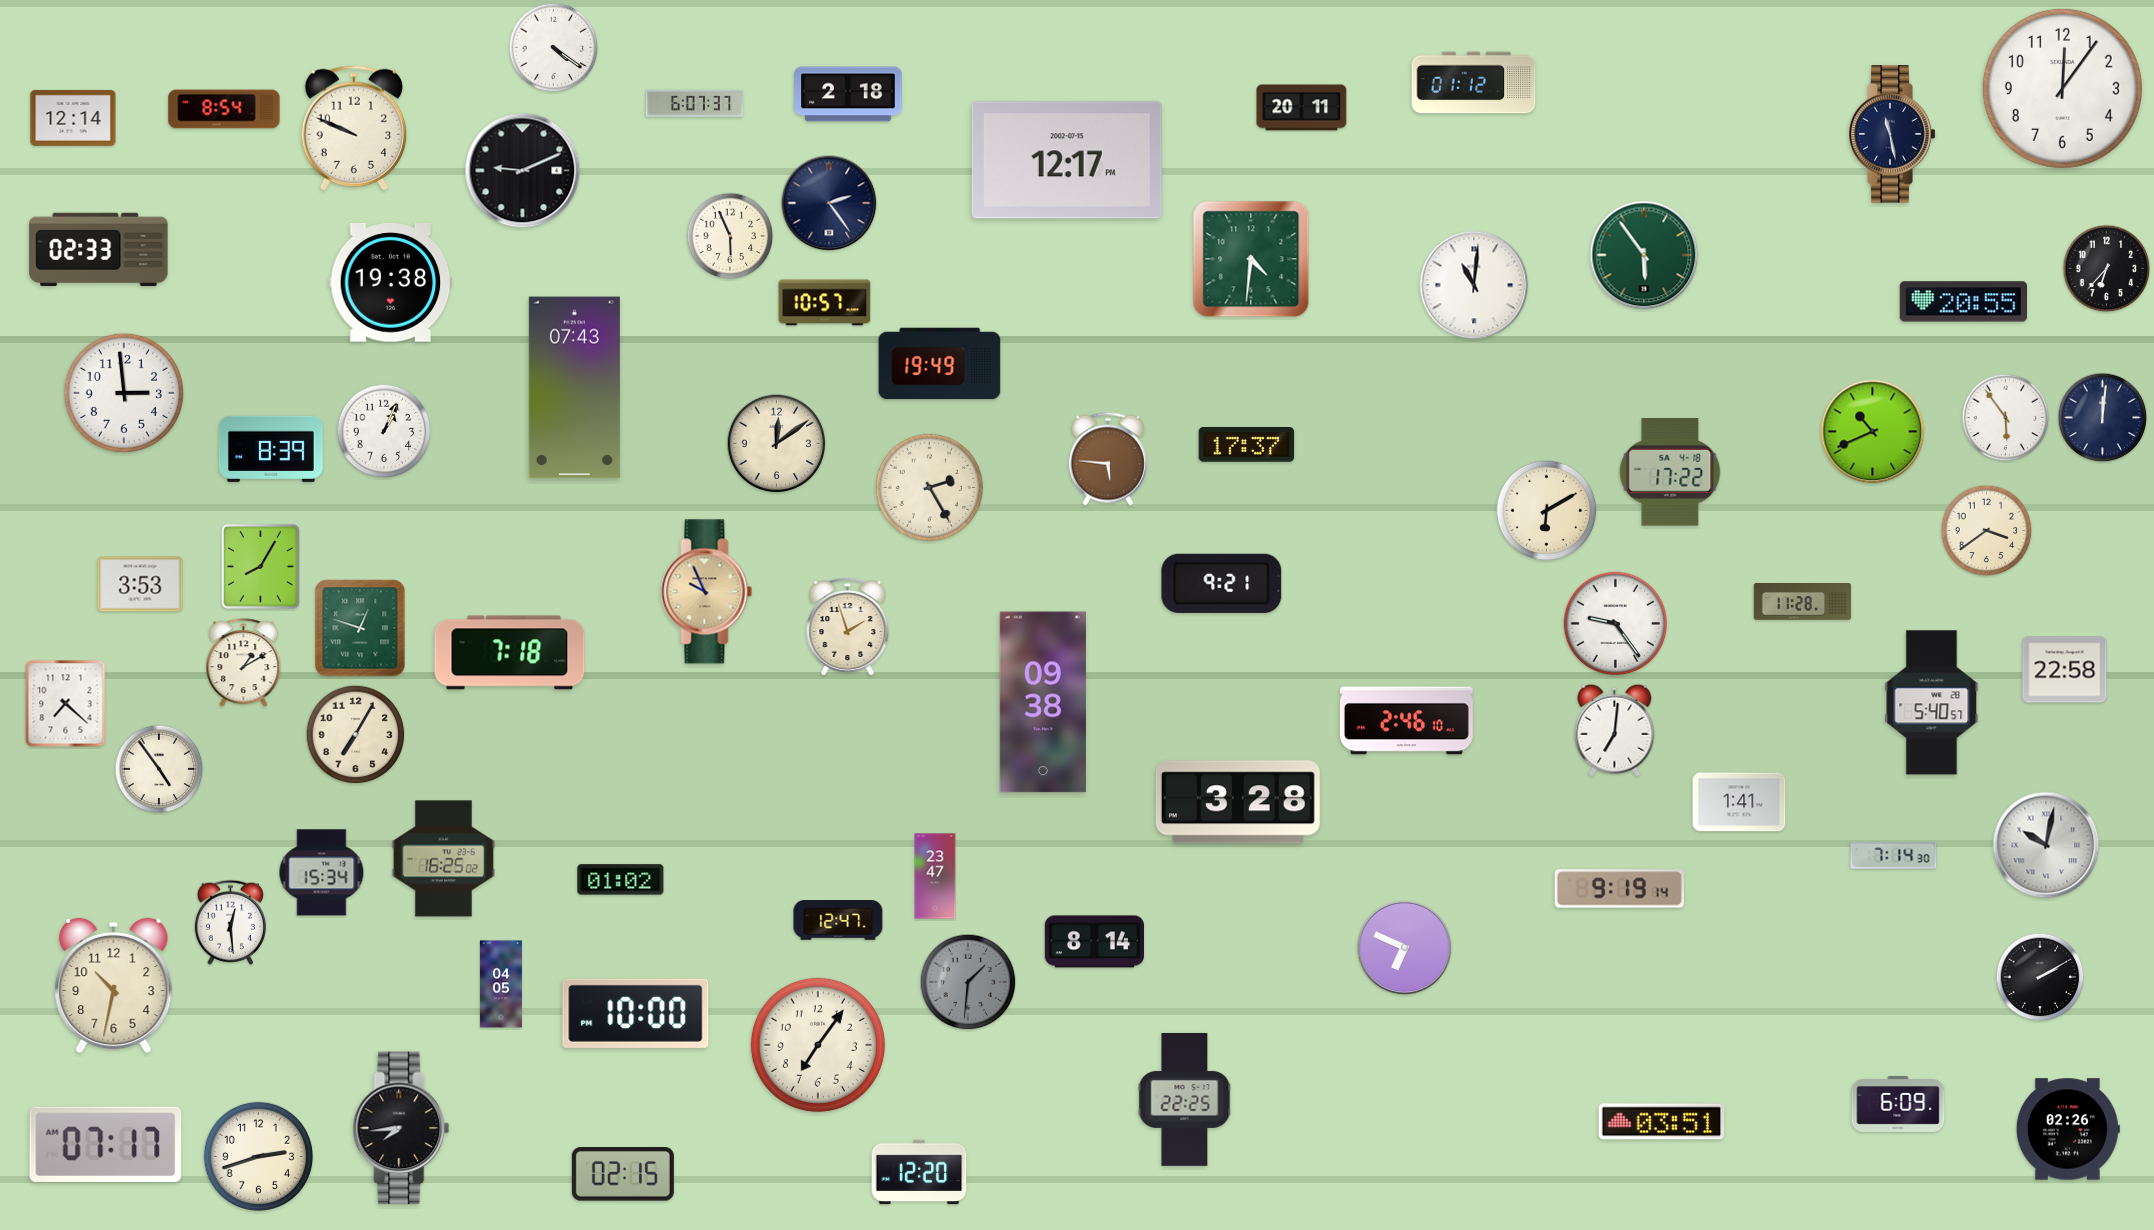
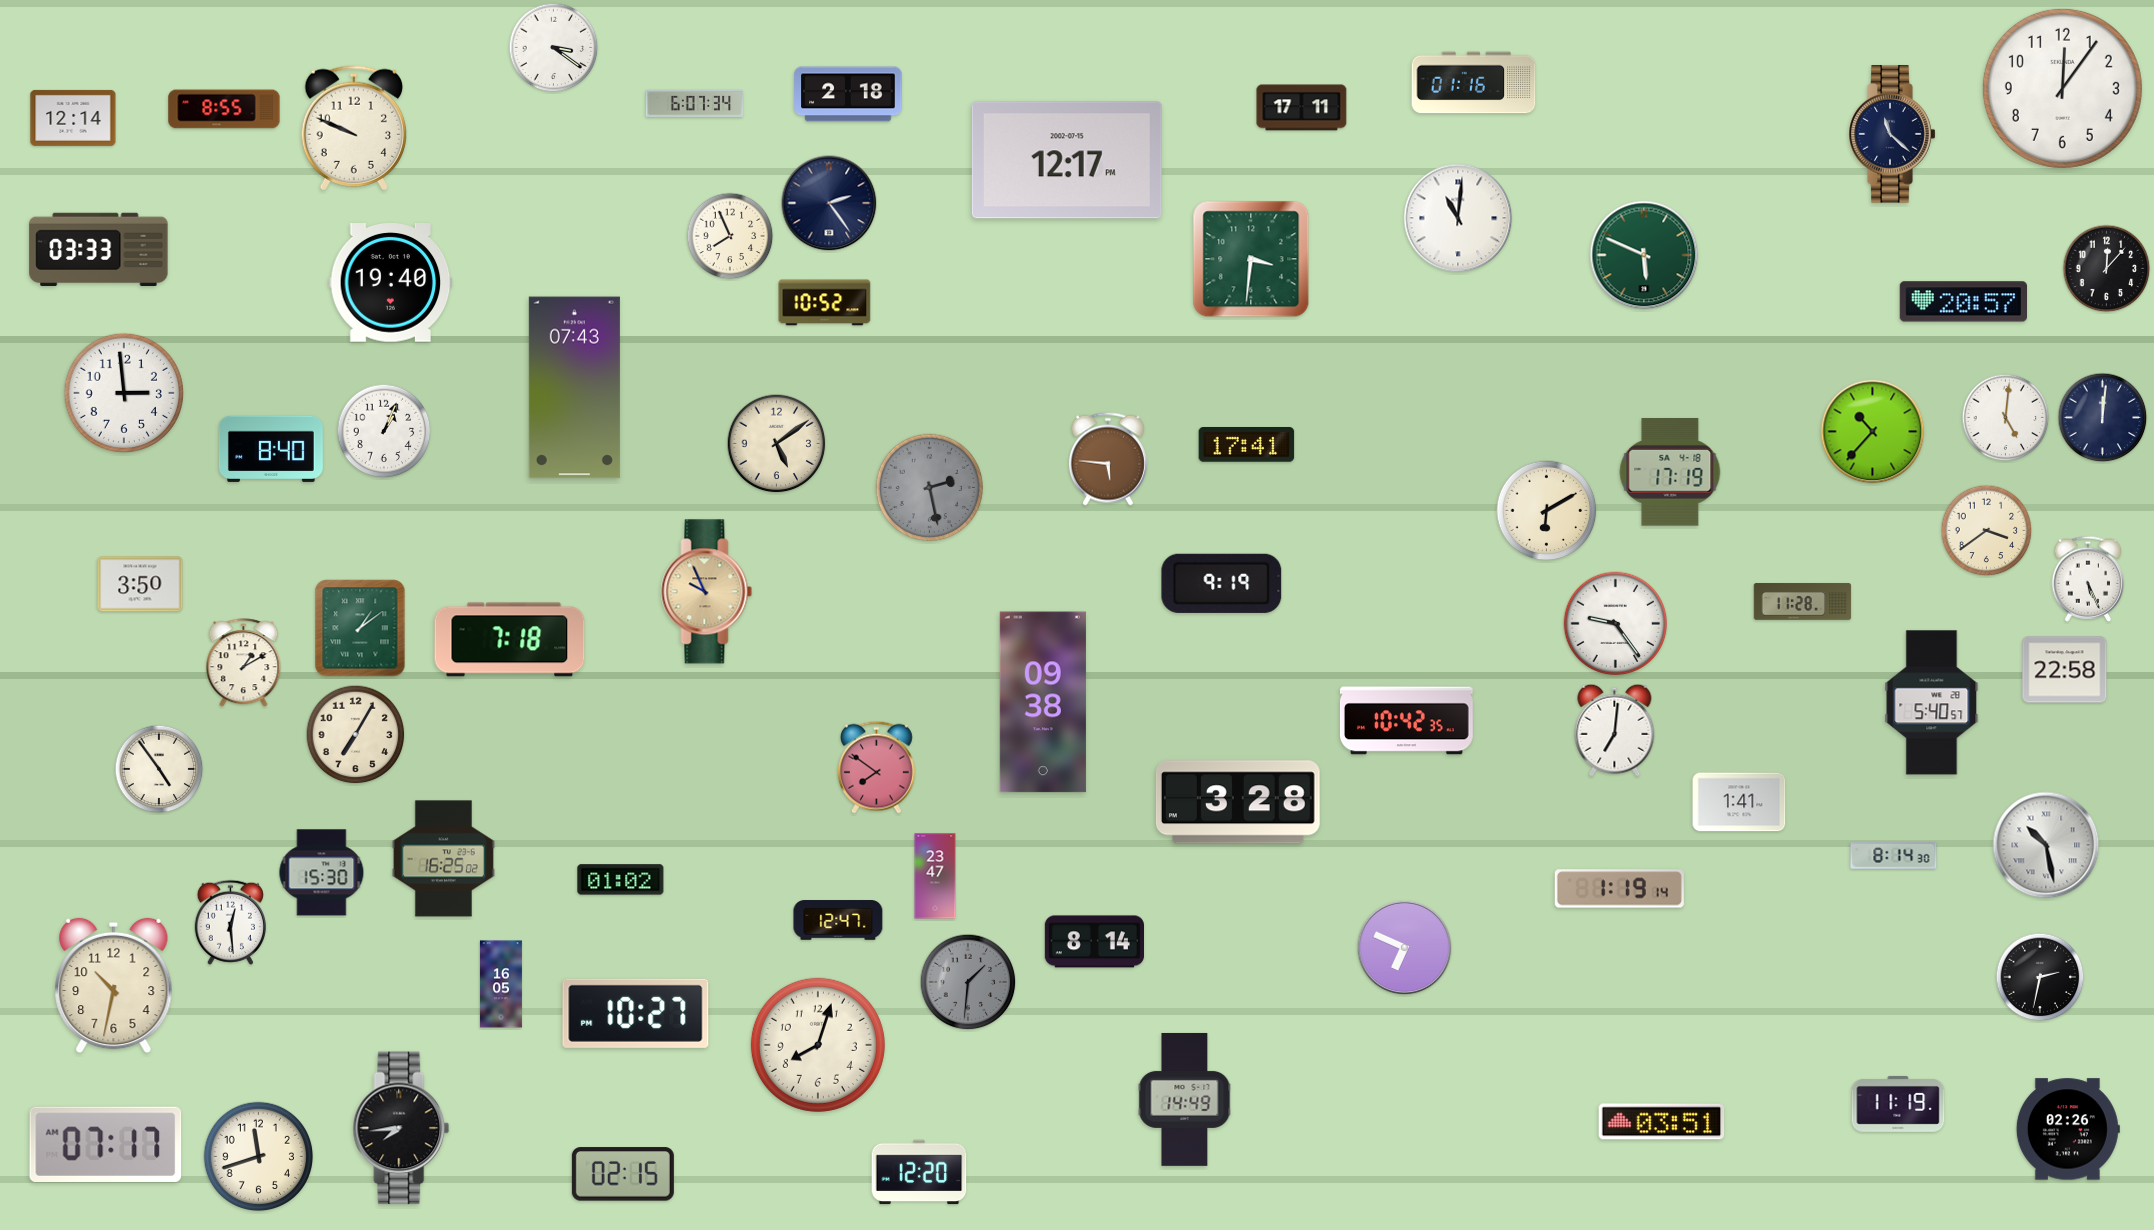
clock at (554, 48): 4:21 -> 3:21
clock at (1474, 83): 01:12 -> 01:16
clock at (695, 103): 6:07:37 -> 6:07:34
clock at (1302, 108): 20:11 -> 17:11
clock at (224, 109): 8:54 -> 8:55
clock at (1892, 134): 11:28 -> 11:22
clock at (523, 171): 9:11 -> none
clock at (730, 236): 5:56 -> 7:56
clock at (99, 249): 02:33 -> 03:33
clock at (1644, 255): 5:54 -> 5:49
clock at (1251, 259): 4:31 -> 3:31
clock at (2107, 269): 6:37 -> 12:07
clock at (391, 283): 19:38 -> 19:40
clock at (1474, 285) position: (1474, 285) -> (1458, 218)
clock at (1963, 302): 20:55 -> 20:57
clock at (825, 303): 10:57 -> 10:52
clock at (940, 364): 19:49 -> none
clock at (2006, 418): 5:54 -> 5:01
clock at (1873, 432): 10:41 -> 10:37
clock at (777, 444): 12:09 -> 5:09
clock at (1247, 445): 17:37 -> 17:41
clock at (271, 449): 8:39 -> 8:40
clock at (1670, 472): 17:22 -> 17:19
clock at (930, 488): 2:25 -> 2:28
clock at (930, 488) dial: cream -> grey
clock at (261, 567): 8:05 -> none
clock at (2088, 579): none -> 5:26
clock at (1222, 583): 9:21 -> 9:19
clock at (140, 584): 3:53 -> 3:50
clock at (848, 627): 1:57 -> none
clock at (360, 628): 12:48 -> 1:09
clock at (510, 653) position: (510, 653) -> (510, 640)
clock at (66, 704): 7:22 -> none
clock at (1406, 721): 2:46 -> 10:42
clock at (876, 767): none -> 7:51
clock at (2046, 845): 10:02 -> 10:28
clock at (1894, 856): 7:14 -> 8:14
clock at (322, 873): 15:34 -> 15:30
clock at (1619, 889): 9:19 -> 1:19
clock at (2040, 977): 2:10 -> 2:32
clock at (501, 984): 04:05 -> 16:05
clock at (636, 1013): 10:00 -> 10:27
clock at (818, 1045): 7:06 -> 8:03
clock at (1185, 1099): 22:25 -> 14:49
clock at (1898, 1104): 6:09 -> 11:19
clock at (259, 1157): 2:42 -> 11:42
